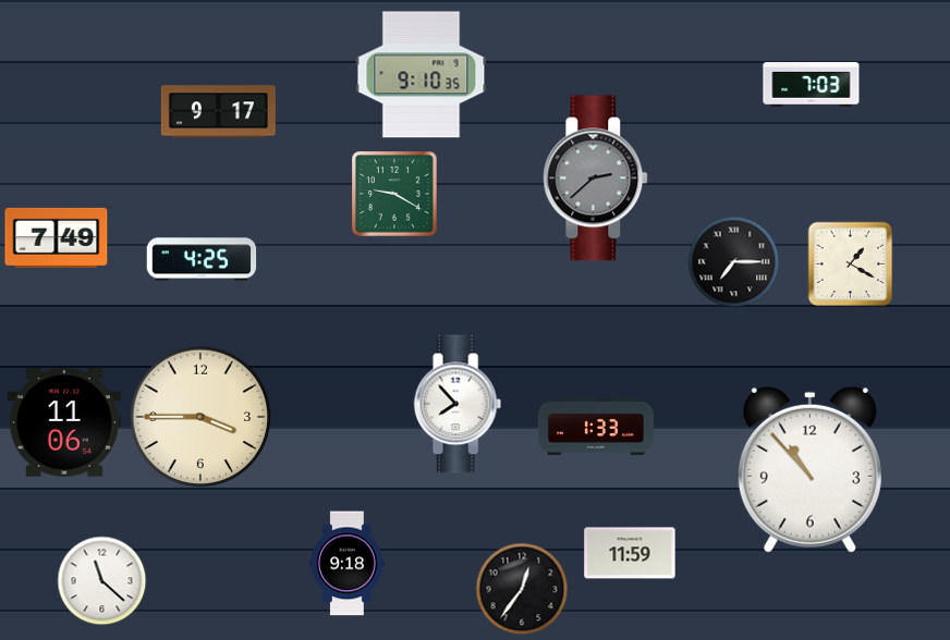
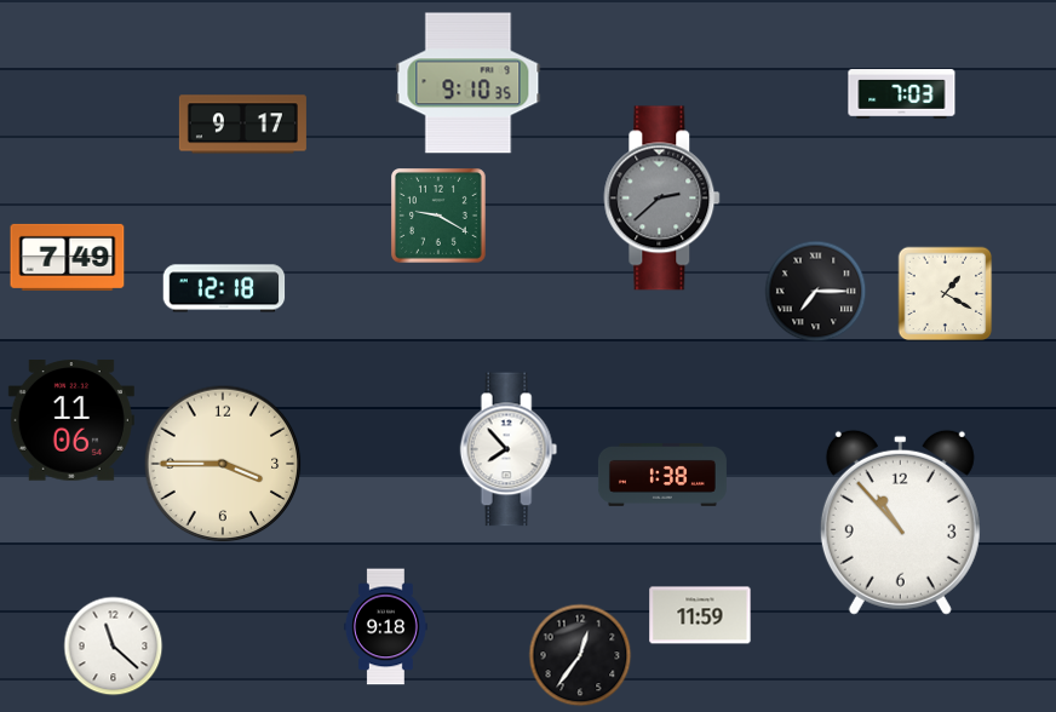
clock at (57, 237) position: (57, 237) -> (68, 257)
clock at (202, 259): 4:25 -> 12:18
clock at (64, 422) position: (64, 422) -> (71, 420)
clock at (596, 427): 1:33 -> 1:38
